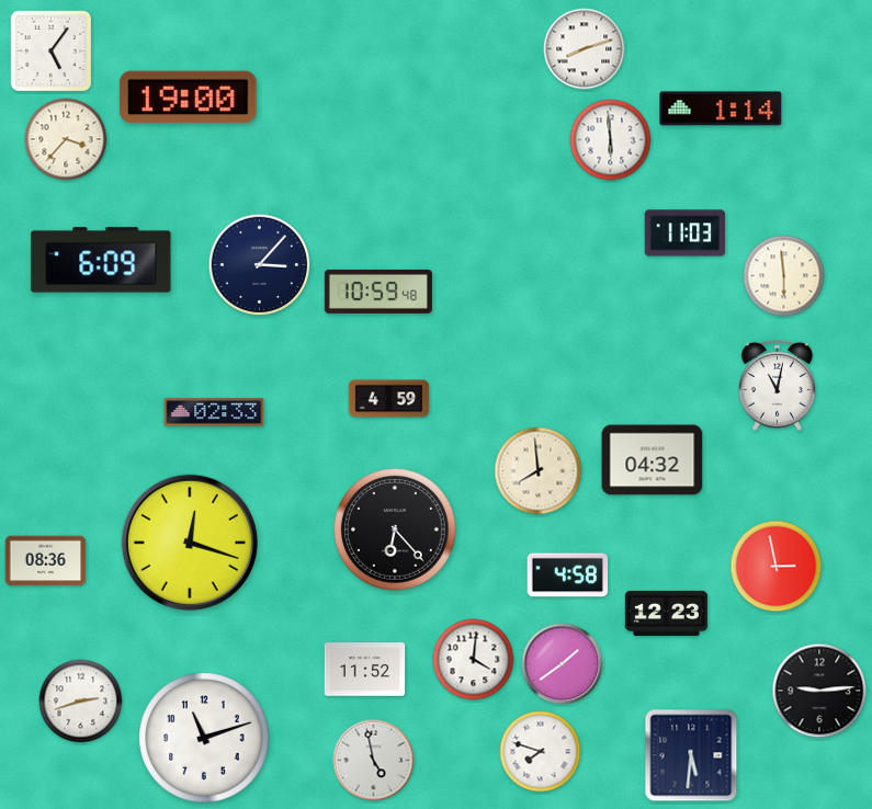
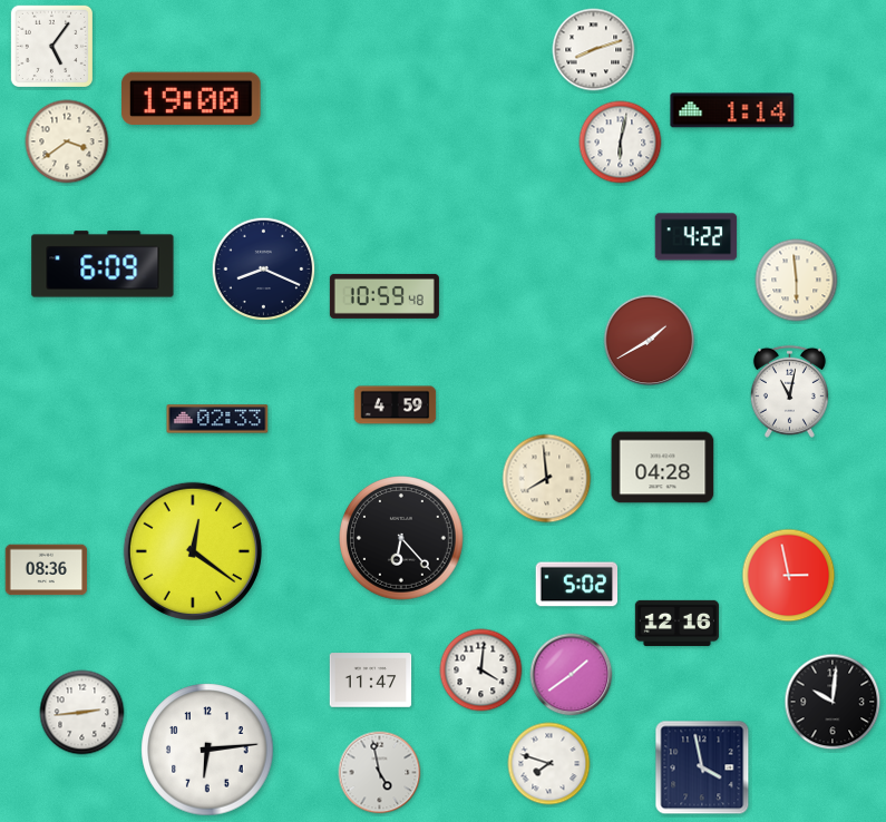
clock at (50, 50) position: (50, 50) -> (51, 46)
clock at (66, 139): 3:37 -> 3:39
clock at (611, 140): 5:59 -> 6:02
clock at (686, 233): 11:03 -> 4:22
clock at (260, 265): 3:07 -> 8:19
clock at (650, 341): none -> 1:40
clock at (653, 460): 04:32 -> 04:28
clock at (190, 543): 12:18 -> 12:21
clock at (568, 576): 4:58 -> 5:02
clock at (666, 613): 12:23 -> 12:16
clock at (365, 670): 11:52 -> 11:47
clock at (819, 691): 9:14 -> 10:01
clock at (81, 702): 2:42 -> 2:44
clock at (204, 738): 11:12 -> 6:14
clock at (691, 755): 5:31 -> 3:58
